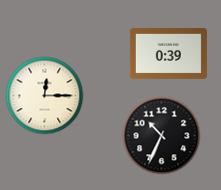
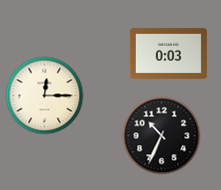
clock at (168, 53): 0:39 -> 0:03
